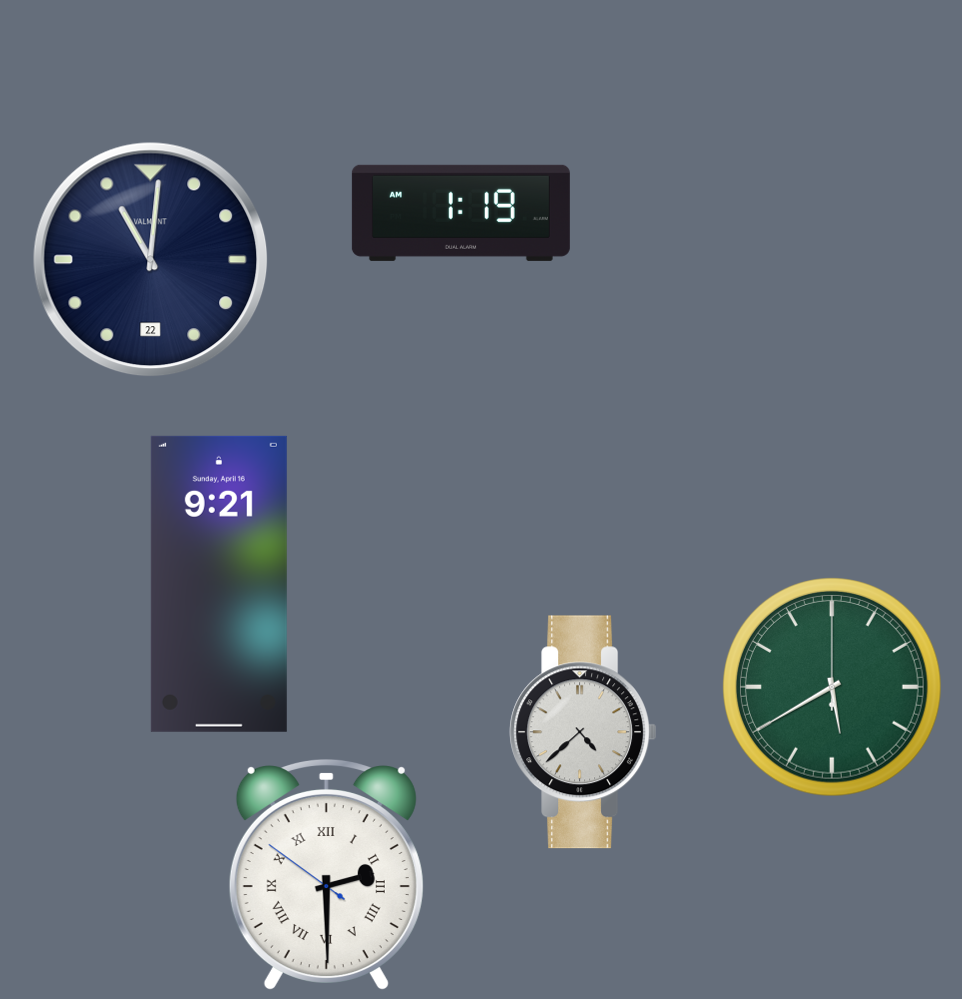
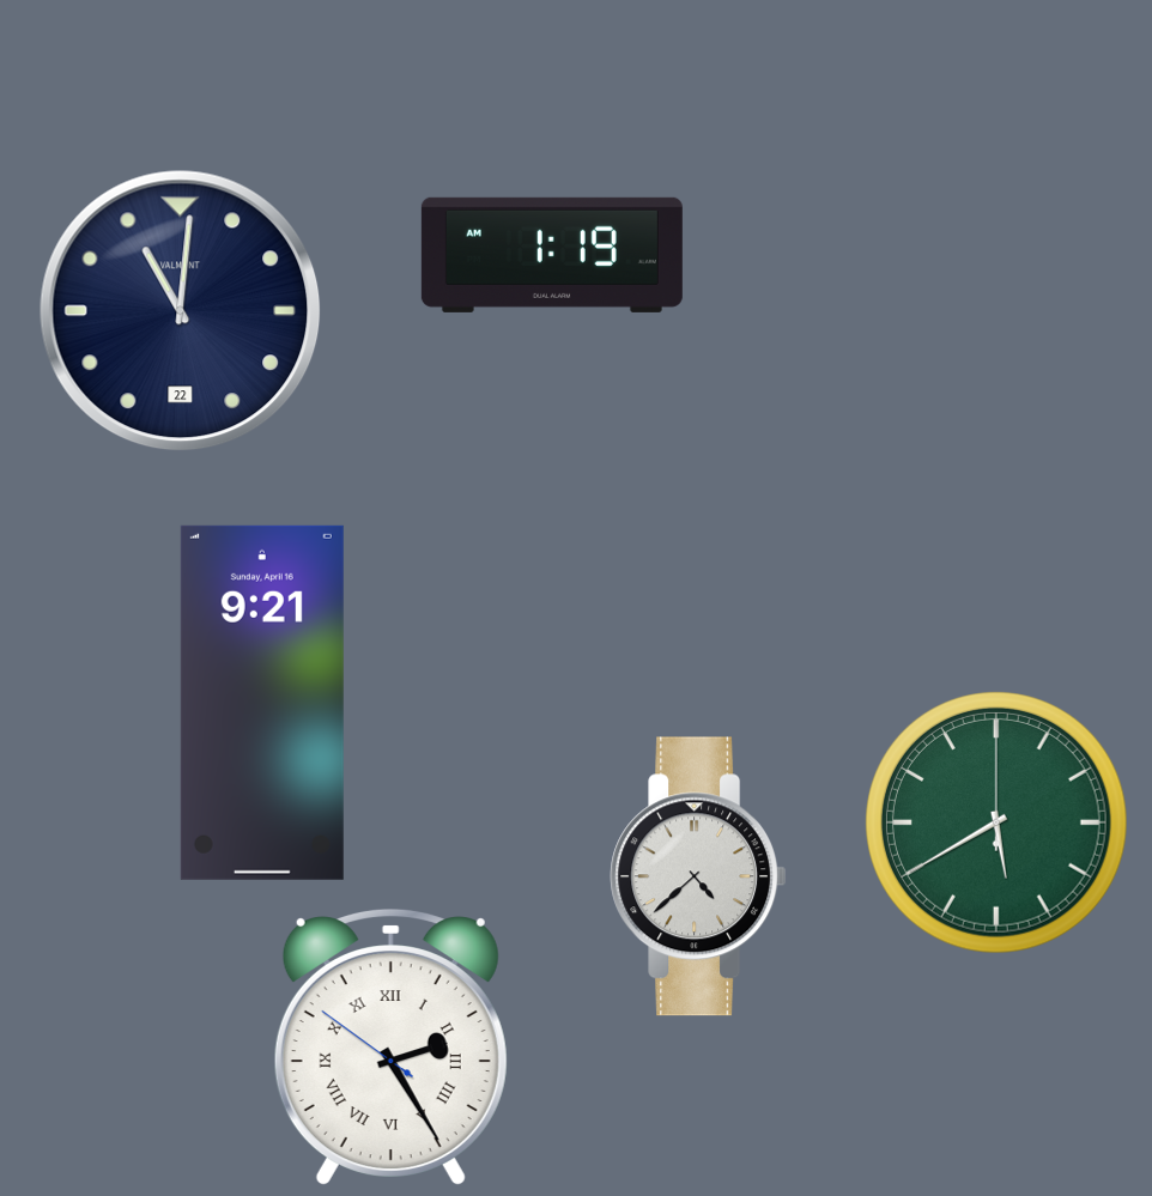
clock at (219, 584) position: (219, 584) -> (262, 703)
clock at (326, 875): 2:29 -> 2:24
